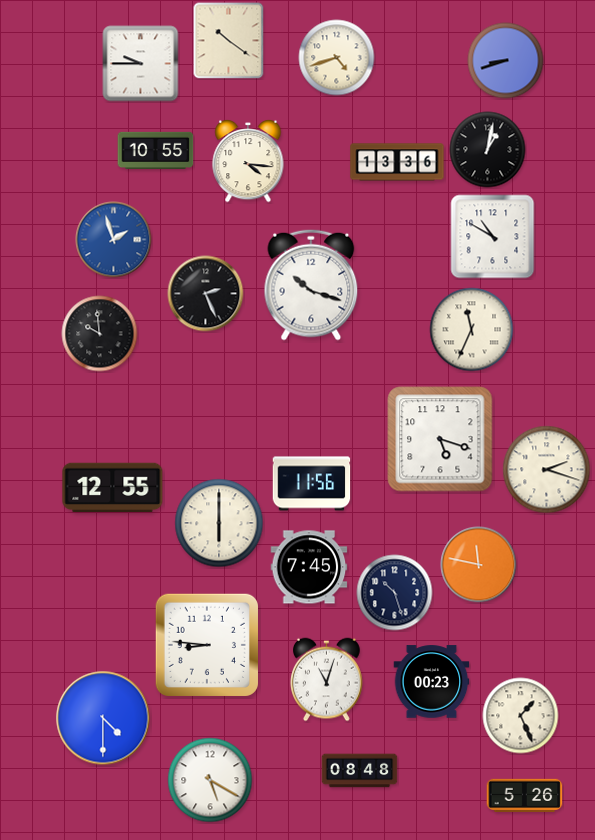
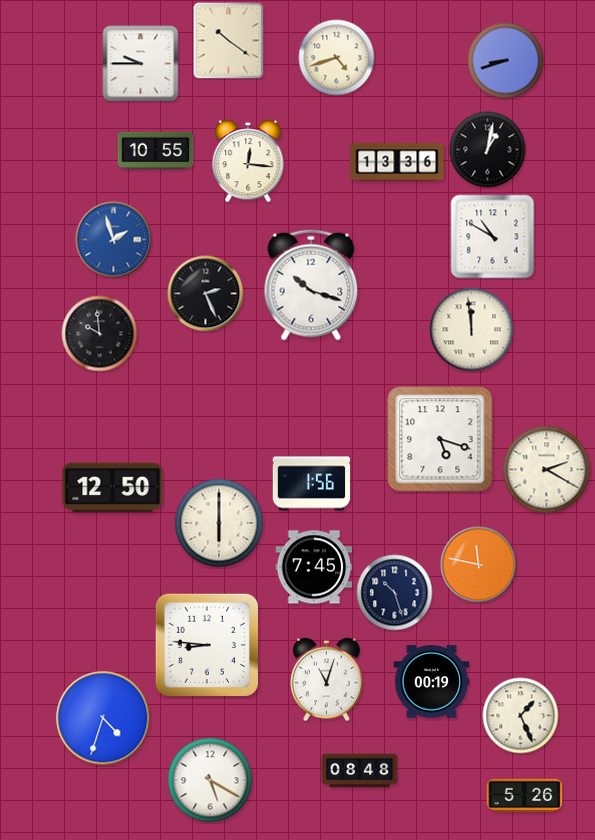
clock at (248, 161): 4:16 -> 12:16
clock at (472, 330): 11:34 -> 11:59
clock at (547, 470): 2:18 -> 2:20
clock at (312, 484): 11:56 -> 1:56
clock at (113, 488): 12:55 -> 12:50
clock at (309, 567) position: (309, 567) -> (314, 567)
clock at (432, 682): 00:23 -> 00:19
clock at (103, 718): 4:30 -> 4:33
